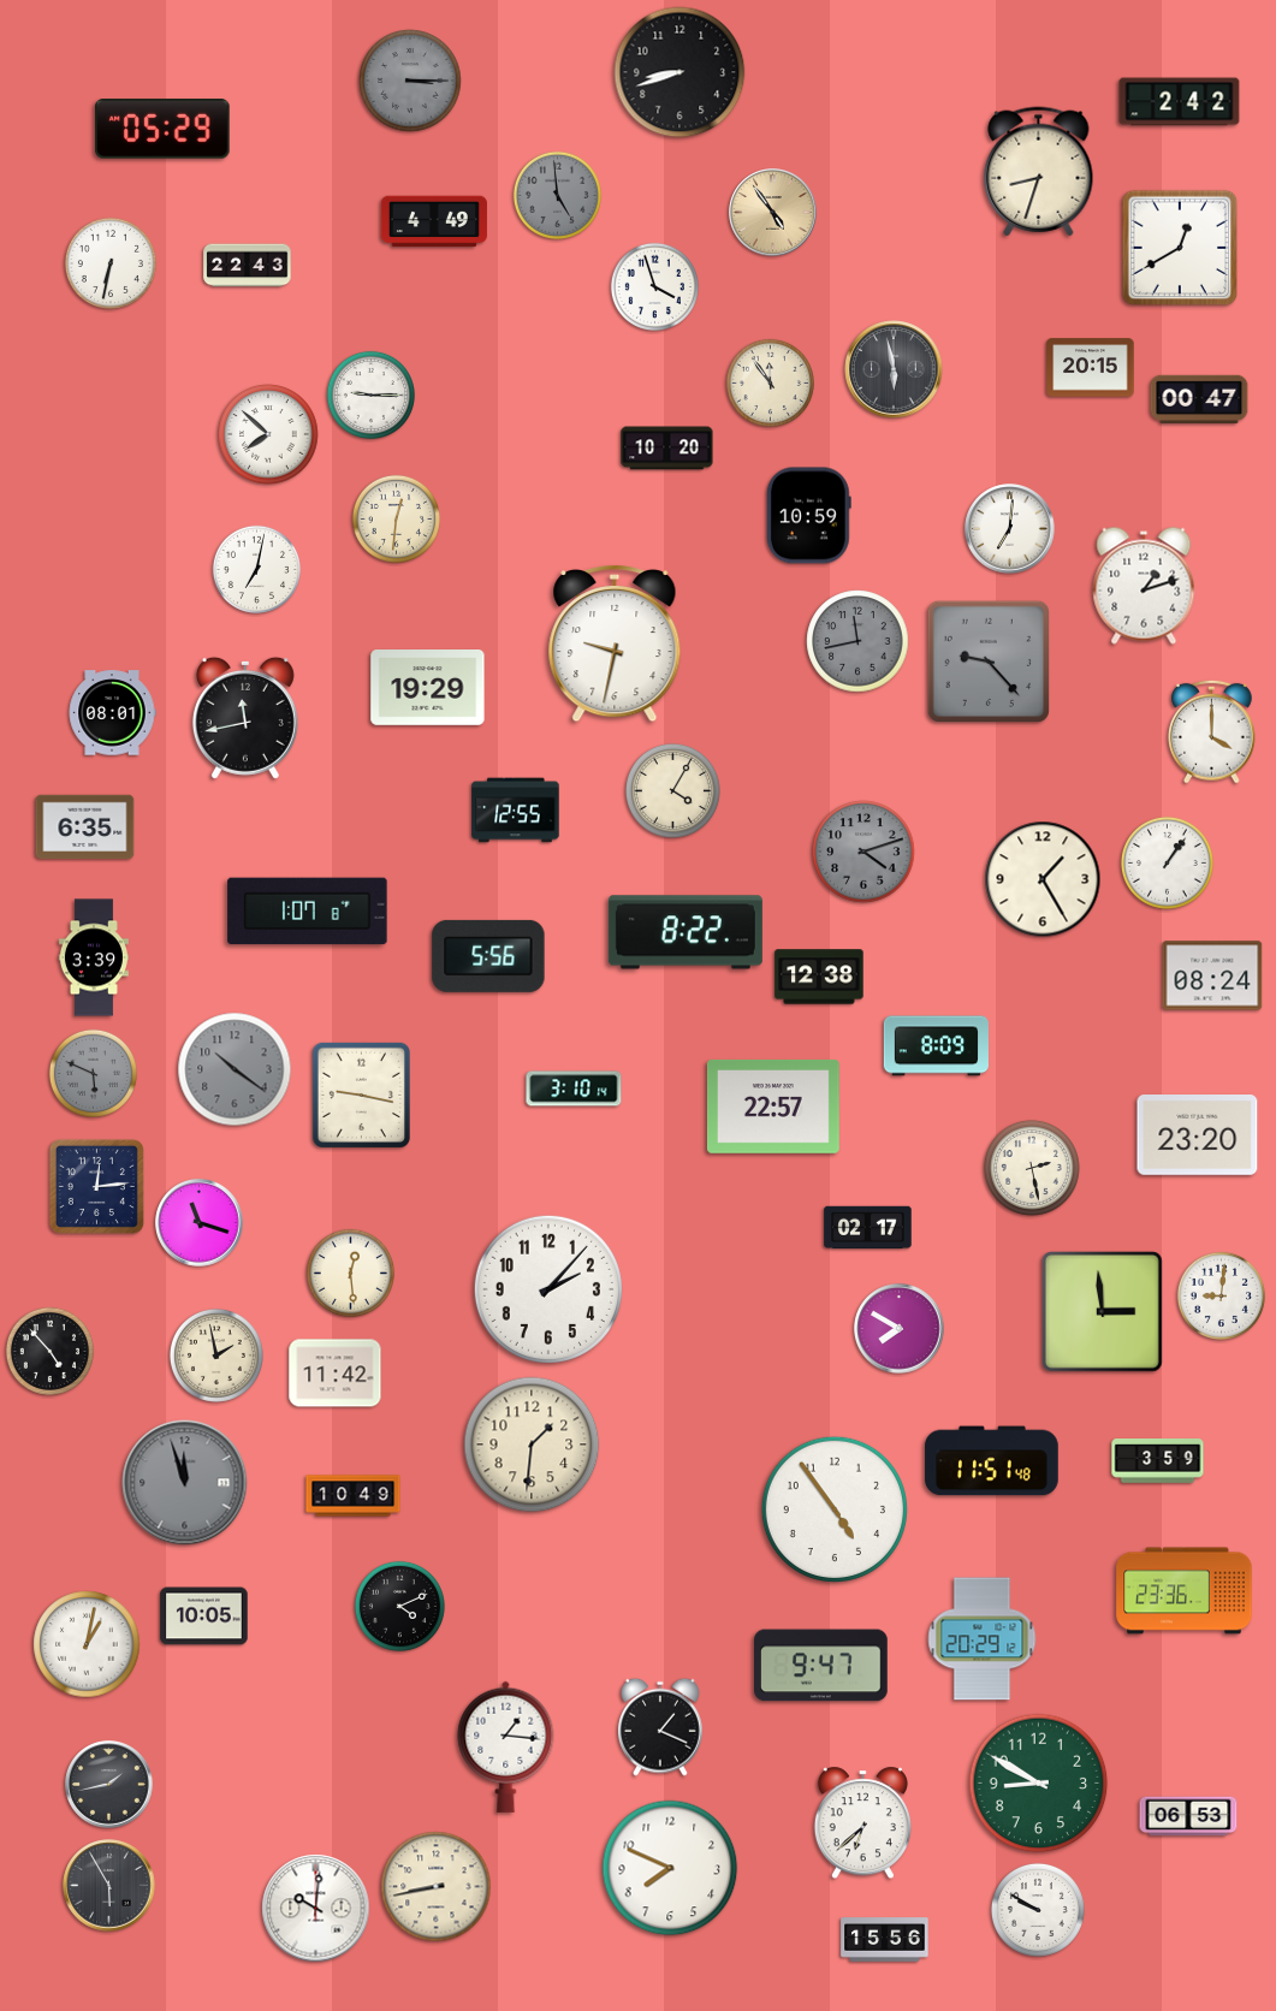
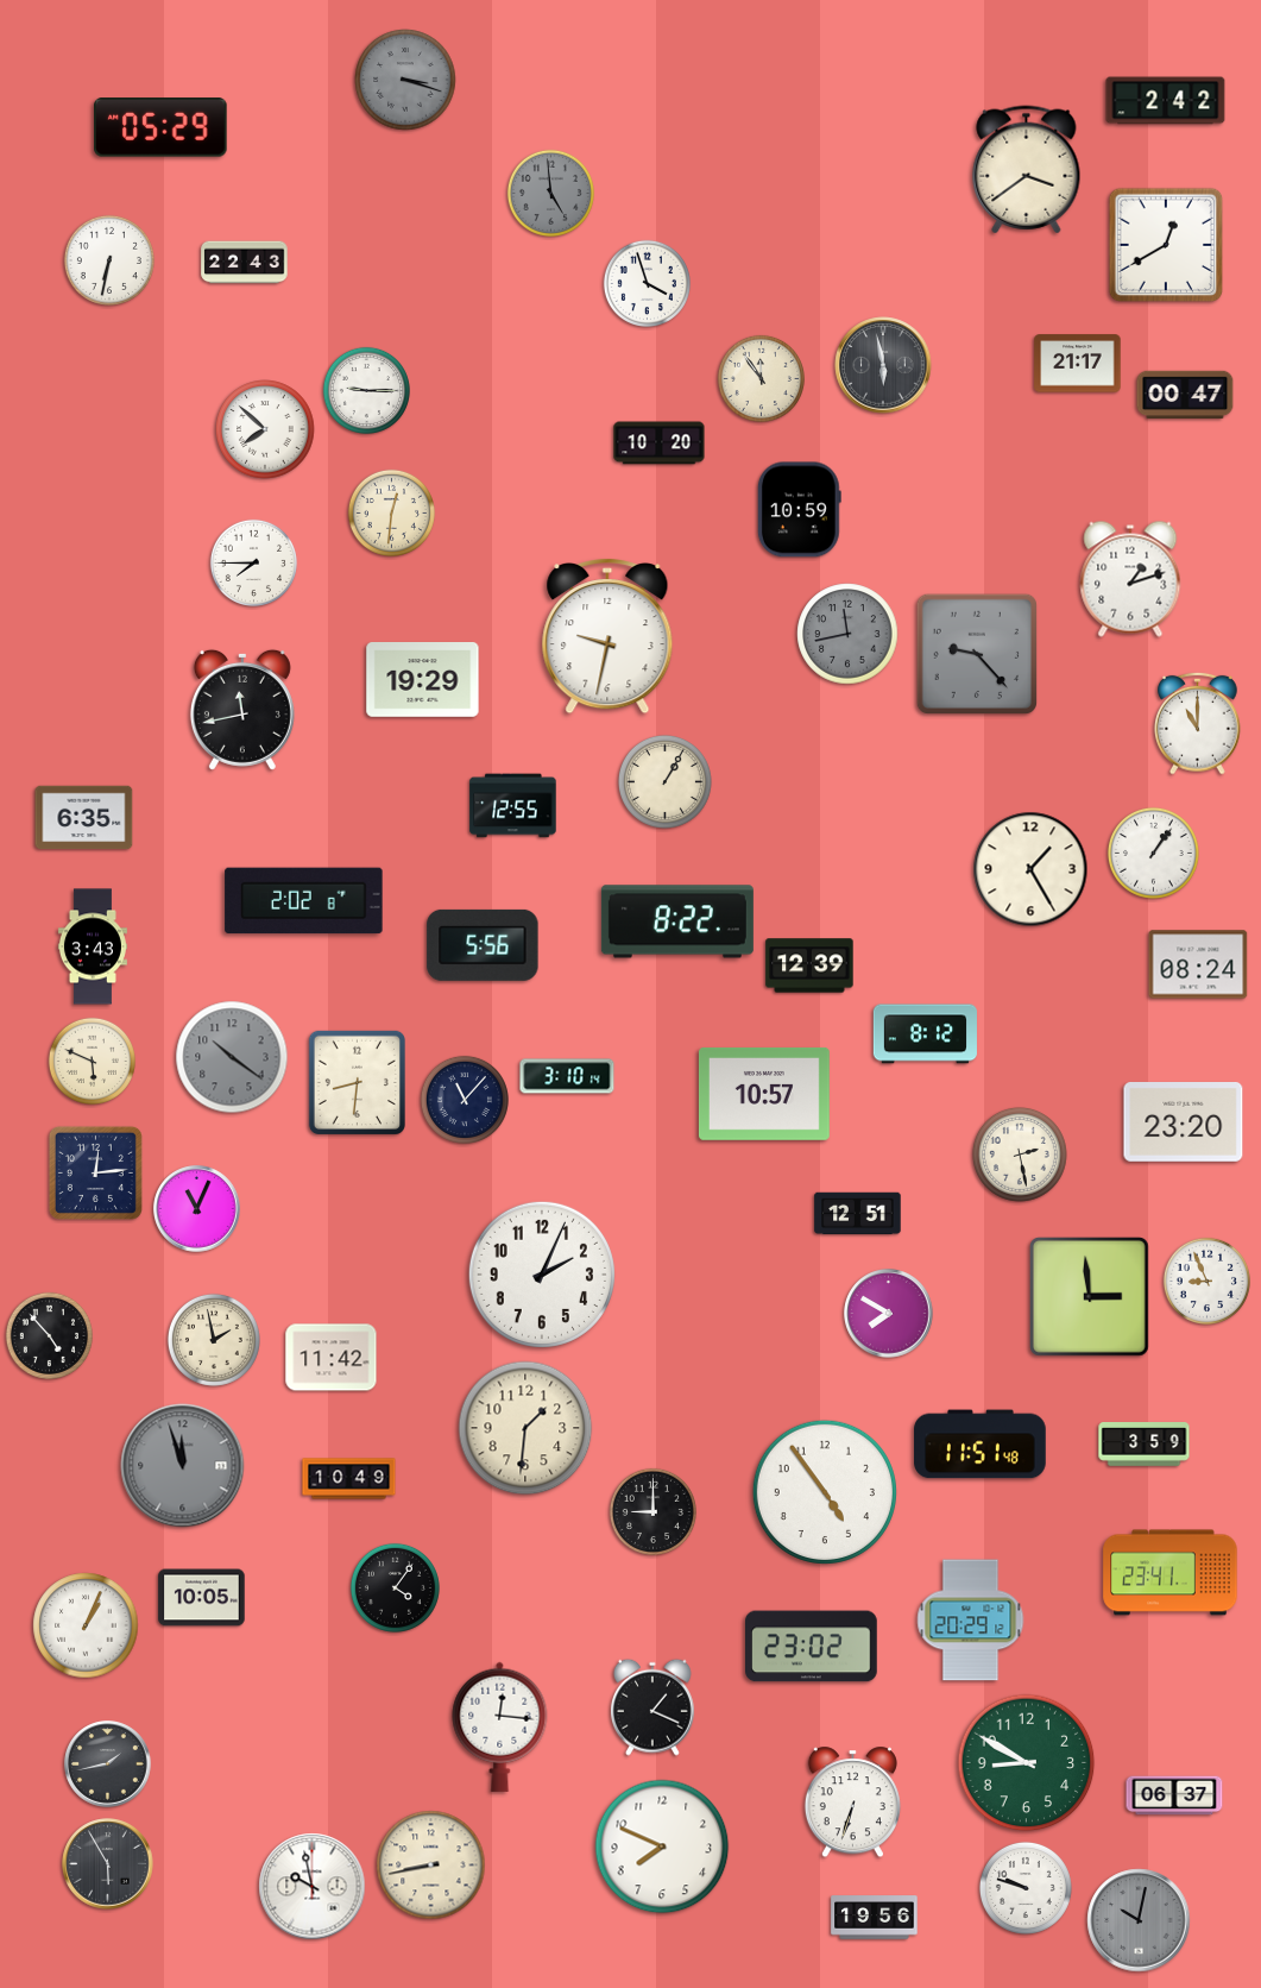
clock at (679, 72): 8:42 -> none
clock at (410, 81): 3:15 -> 3:18
clock at (1039, 172): 8:33 -> 3:39
clock at (773, 213): 4:54 -> none
clock at (434, 221): 4:49 -> none
clock at (1091, 368): 20:15 -> 21:17
clock at (1010, 529): 7:01 -> none
clock at (256, 569): 7:02 -> 7:45
clock at (112, 713): 08:01 -> none
clock at (1212, 731): 4:00 -> 11:00
clock at (672, 790): 4:05 -> 1:05
clock at (516, 811) position: (516, 811) -> (513, 806)
clock at (863, 852): 4:12 -> none
clock at (308, 912): 1:07 -> 2:02
clock at (94, 957): 3:39 -> 3:43
clock at (819, 977): 12:38 -> 12:39
clock at (936, 1046): 8:09 -> 8:12
clock at (93, 1073) dial: grey -> cream
clock at (361, 1095): 9:17 -> 8:31
clock at (773, 1107): 22:57 -> 10:57
clock at (465, 1100): none -> 11:07
clock at (200, 1223): 11:18 -> 11:04
clock at (868, 1228): 02:17 -> 12:51
clock at (350, 1273): 12:29 -> none
clock at (548, 1289): 2:07 -> 2:04
clock at (1221, 1295): 9:01 -> 8:56
clock at (652, 1511): none -> 9:00
clock at (1185, 1591): 23:36 -> 23:41
clock at (399, 1606): 4:11 -> 4:06
clock at (87, 1644): 1:02 -> 1:04
clock at (821, 1666): 9:47 -> 23:02
clock at (506, 1746): 1:16 -> 12:16
clock at (1188, 1816): 06:53 -> 06:37
clock at (862, 1823): 6:38 -> 6:33
clock at (316, 1909): 10:01 -> 9:58
clock at (1038, 1910): 9:50 -> 9:48
clock at (885, 1940): 15:56 -> 19:56
clock at (1139, 1920): none -> 10:02
